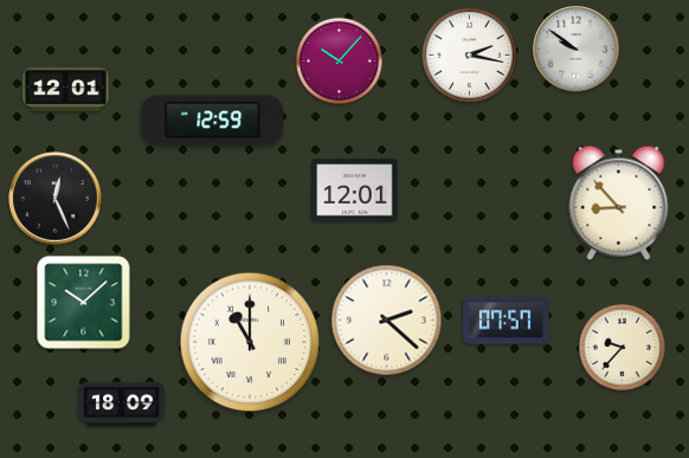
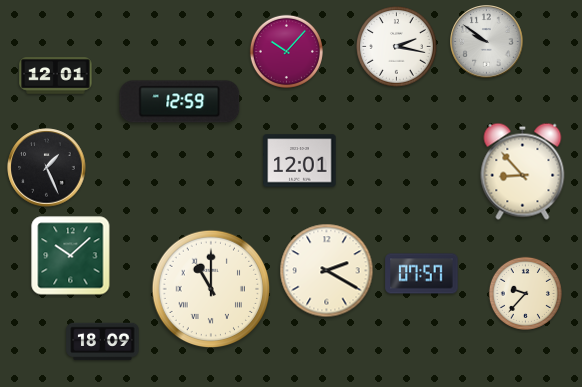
clock at (56, 199): 12:26 -> 1:26
clock at (387, 321): 2:22 -> 2:20
clock at (507, 321) position: (507, 321) -> (422, 274)
